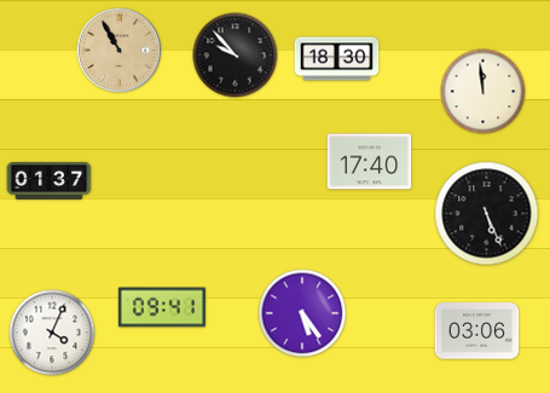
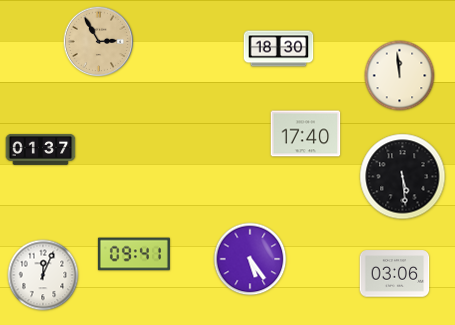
clock at (120, 51): 10:55 -> 2:55
clock at (236, 56): 9:53 -> none
clock at (487, 214): 5:26 -> 5:29
clock at (52, 333): 4:04 -> 12:04
